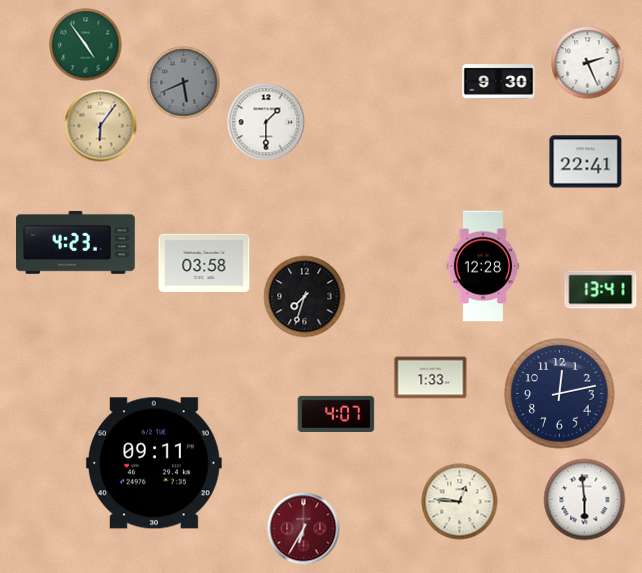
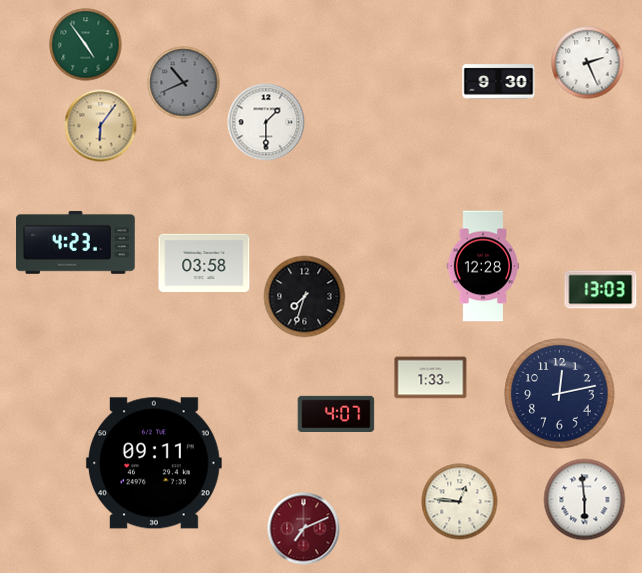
clock at (184, 83): 5:41 -> 10:41
clock at (586, 162): 22:41 -> none
clock at (601, 290): 13:41 -> 13:03
clock at (304, 529): 6:35 -> 7:11
